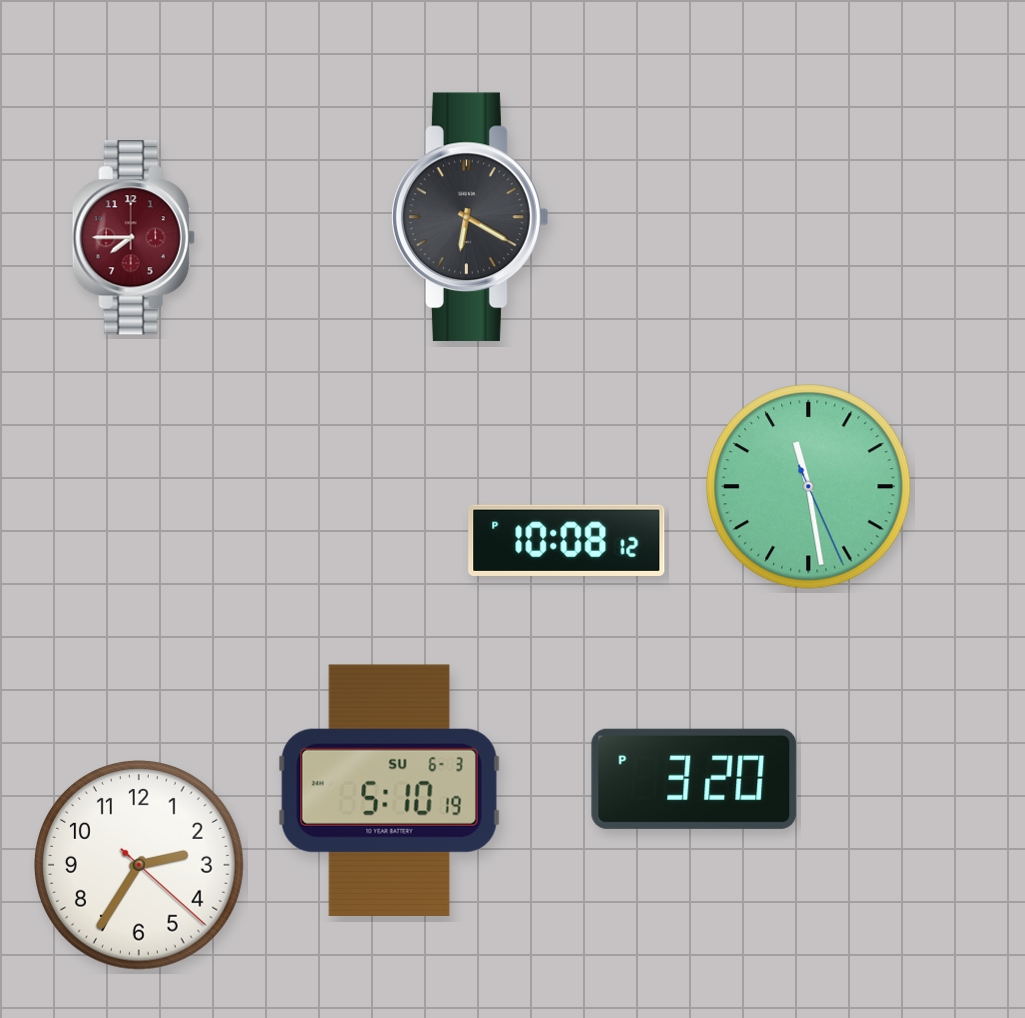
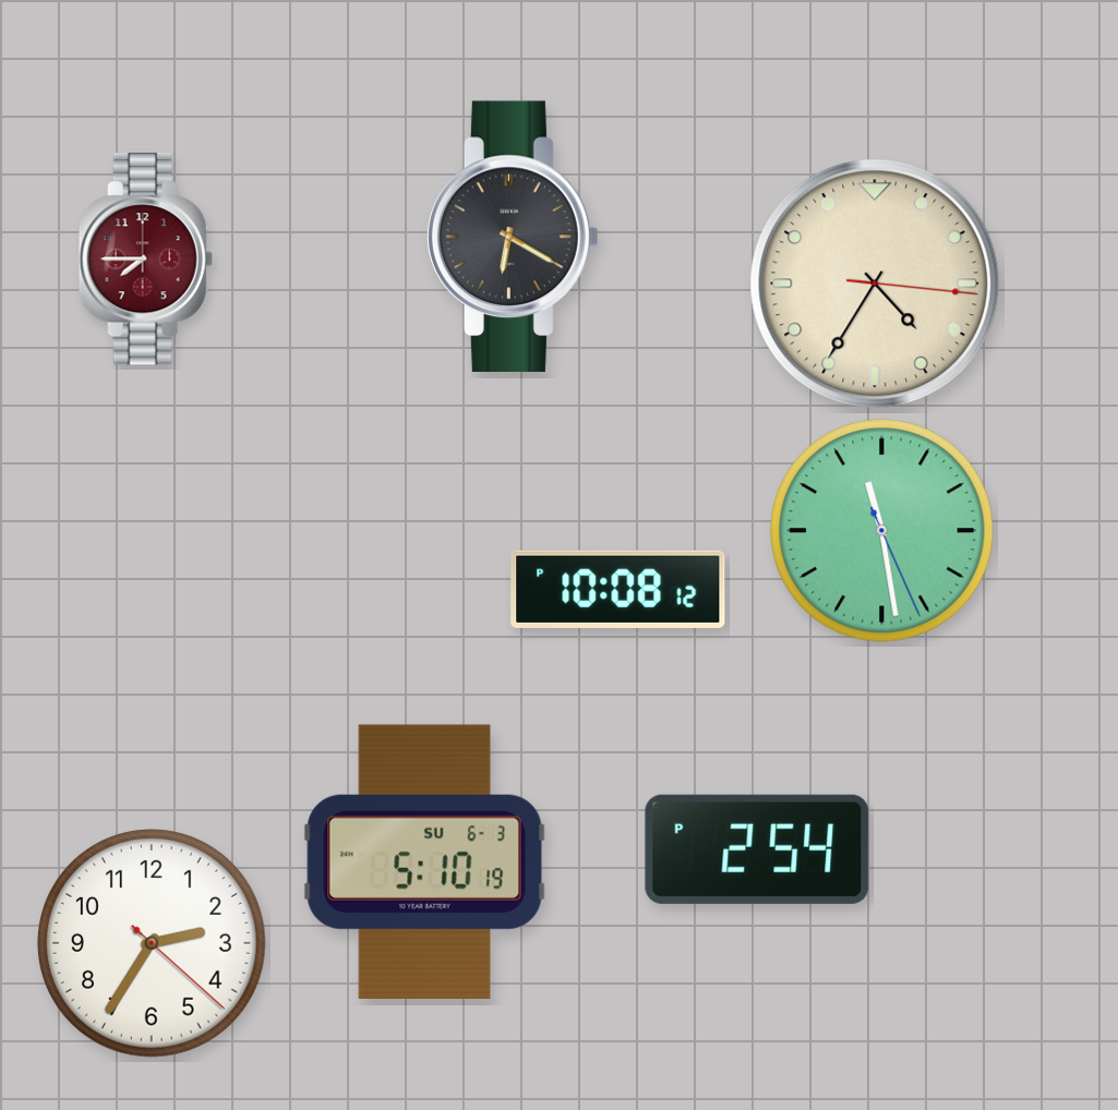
clock at (875, 283): none -> 4:35
clock at (694, 779): 3:20 -> 2:54
